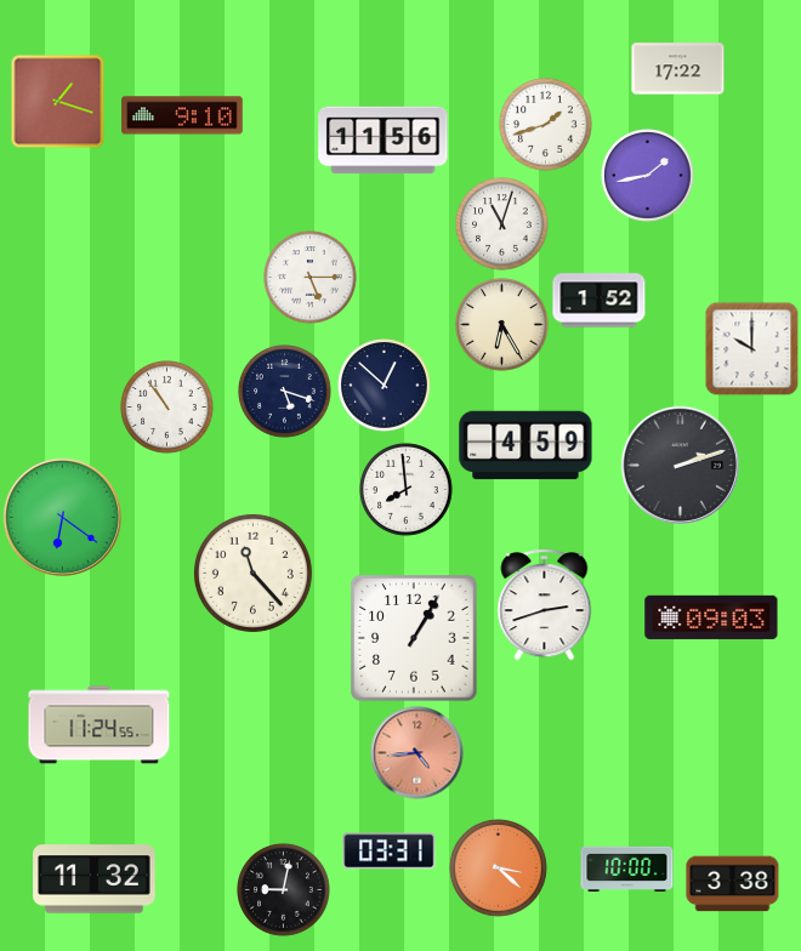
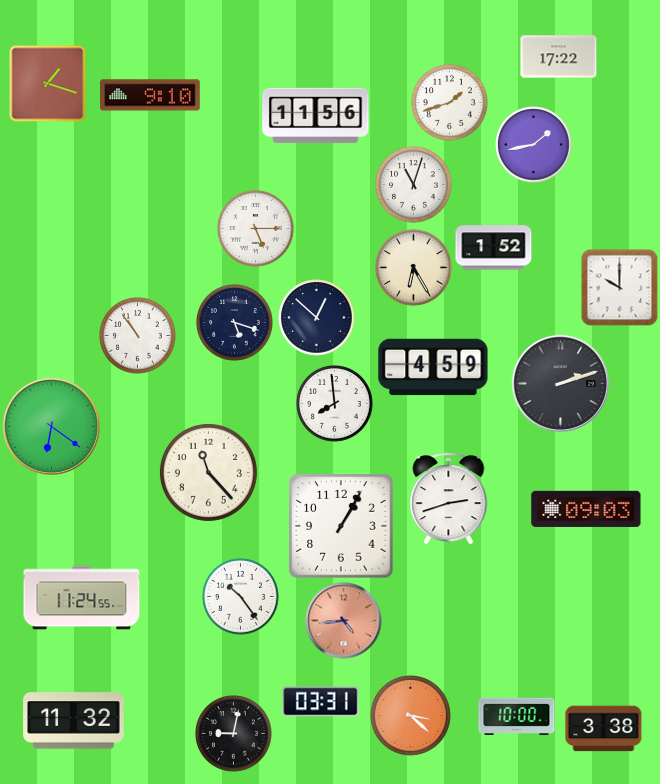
clock at (241, 597): none -> 10:24
clock at (95, 879) position: (95, 879) -> (74, 721)
